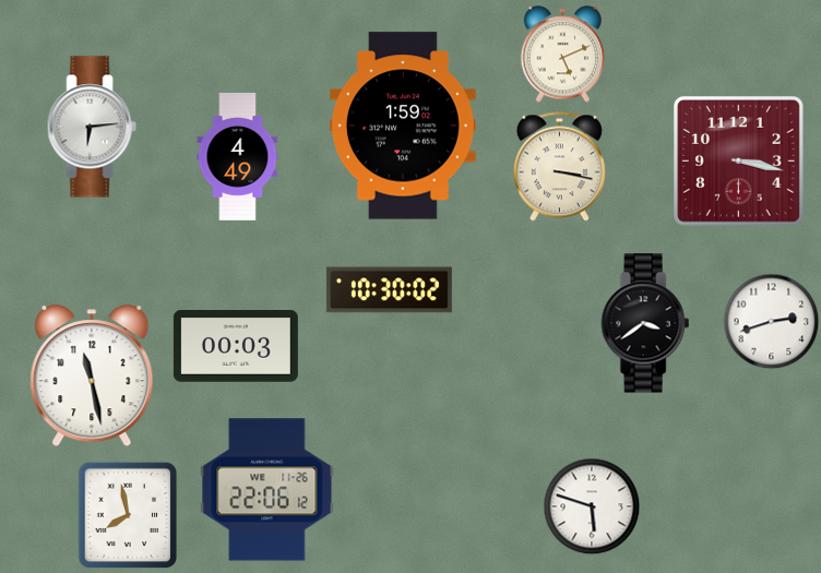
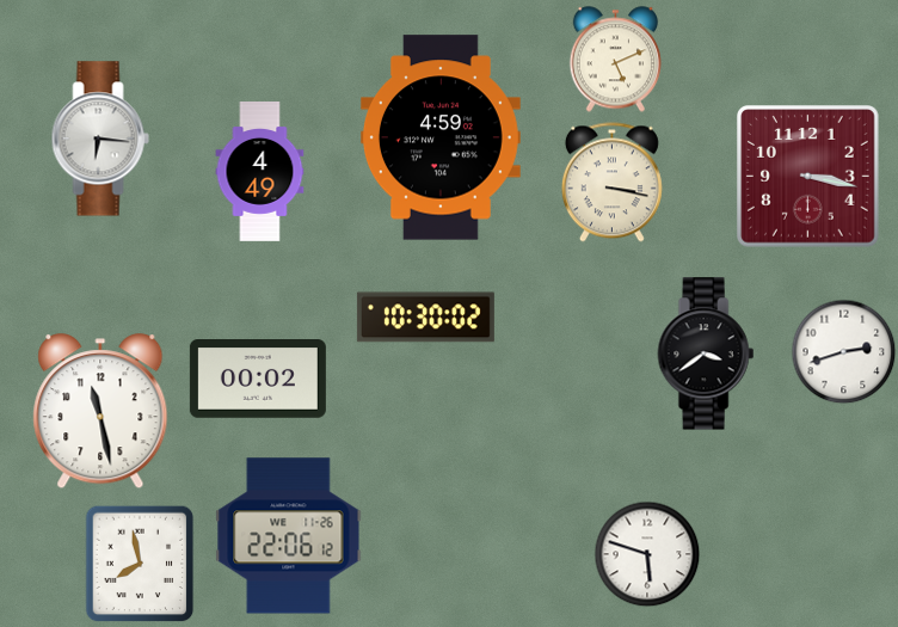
clock at (403, 126): 1:59 -> 4:59
clock at (92, 127): 6:14 -> 6:16
clock at (236, 347): 00:03 -> 00:02
clock at (267, 490) position: (267, 490) -> (289, 536)
